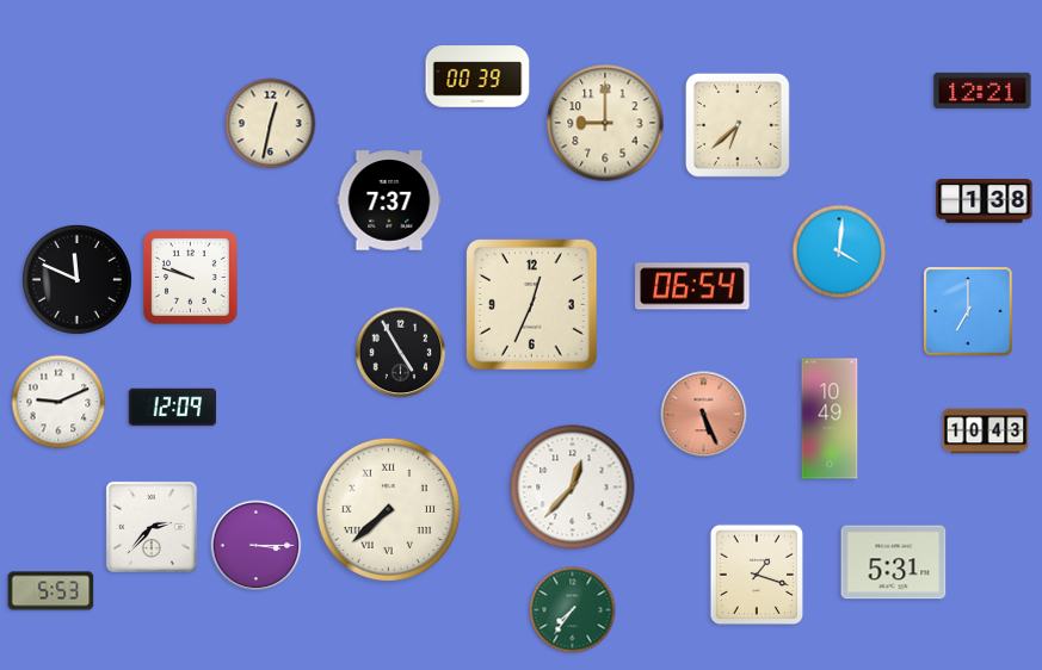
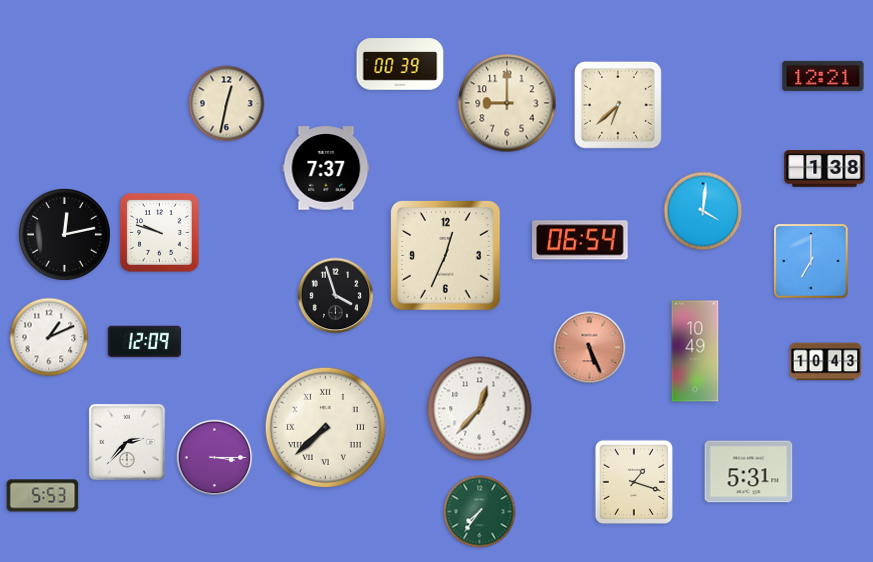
clock at (76, 279): 11:49 -> 12:13
clock at (401, 353): 4:55 -> 3:57
clock at (58, 402): 9:11 -> 1:11
